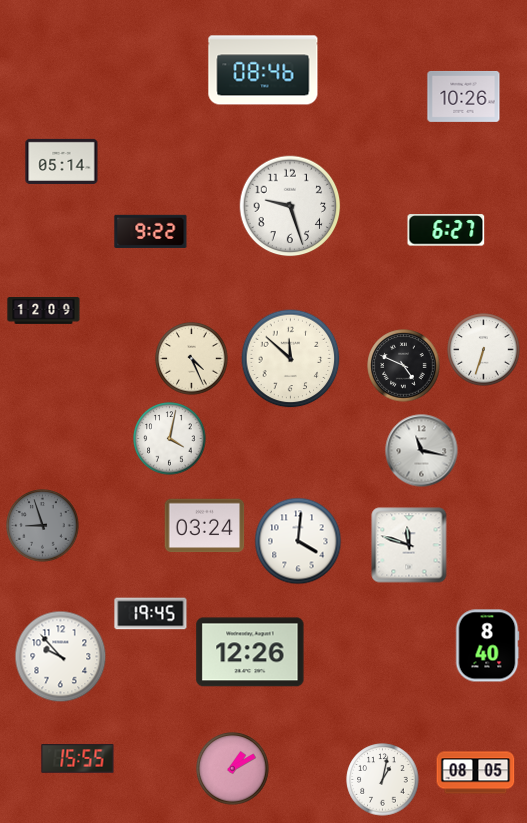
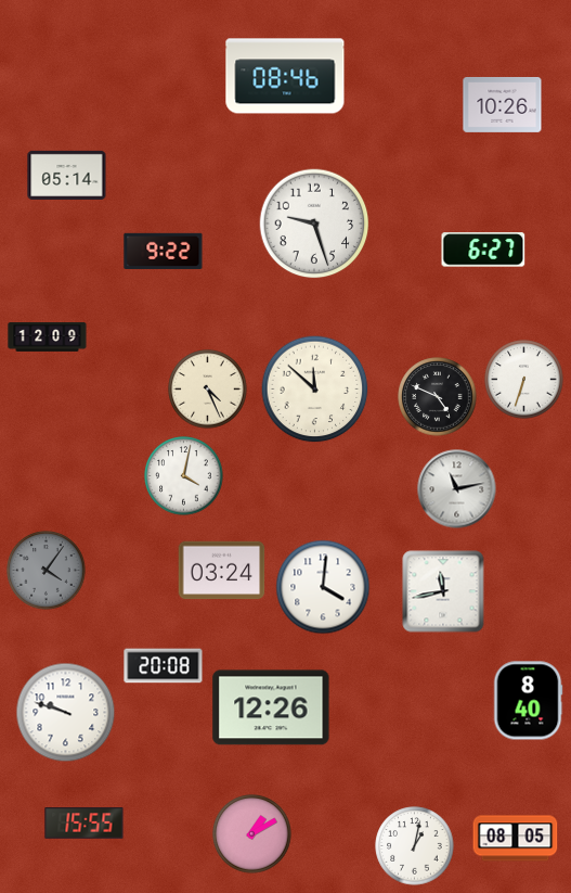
clock at (422, 451): 11:17 -> 11:13
clock at (43, 526): 8:57 -> 4:06
clock at (409, 545): 11:48 -> 11:43
clock at (151, 614): 19:45 -> 20:08
clock at (61, 657): 9:53 -> 9:48
